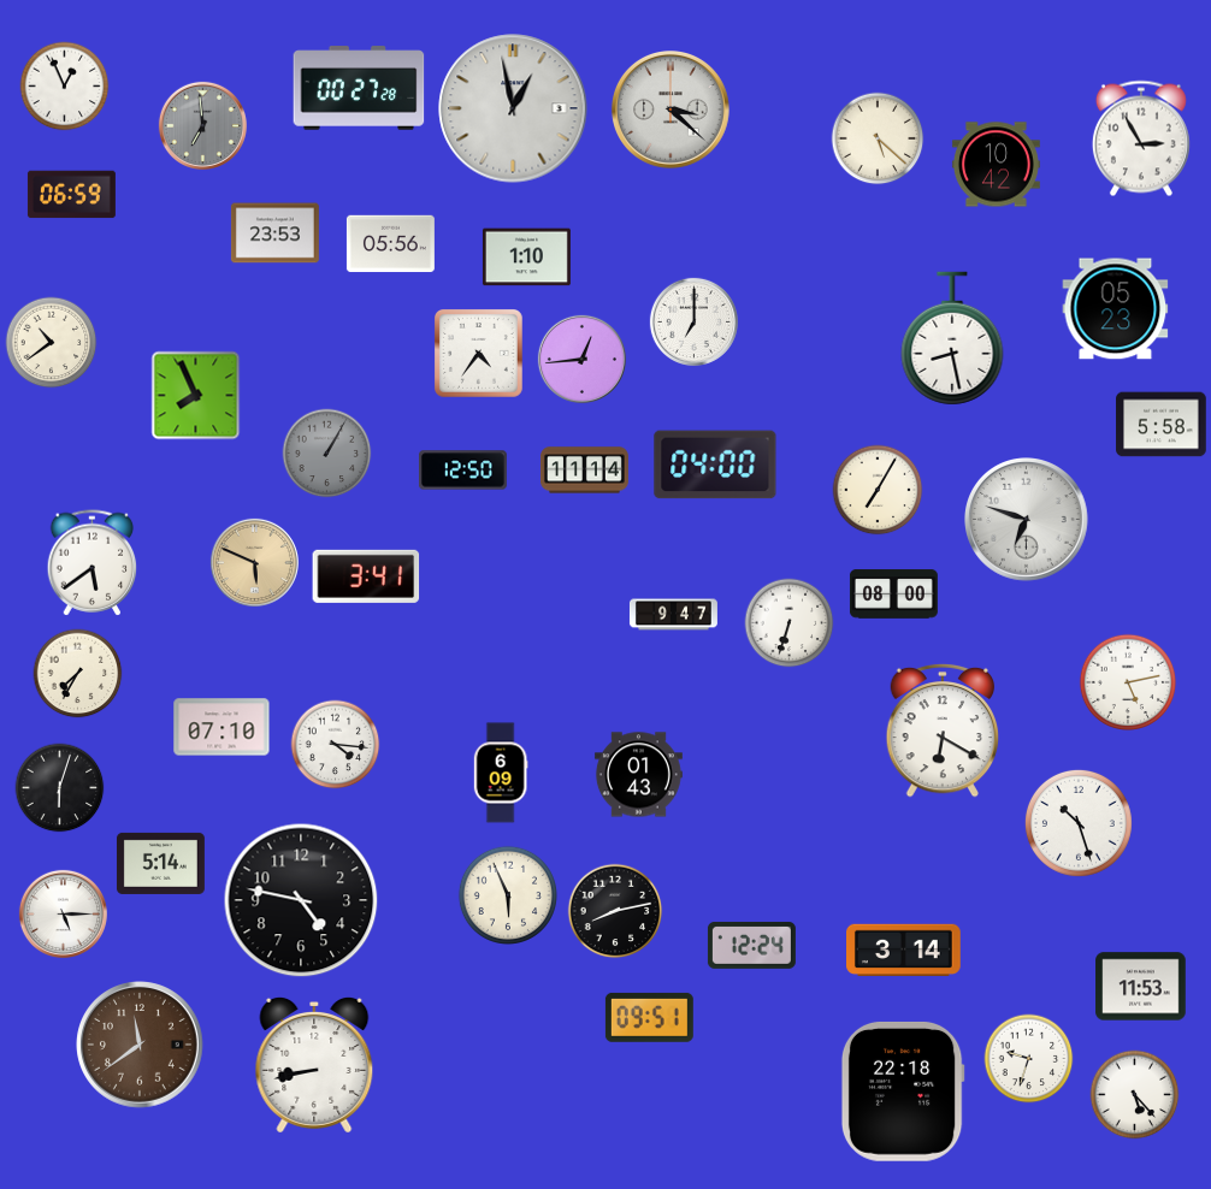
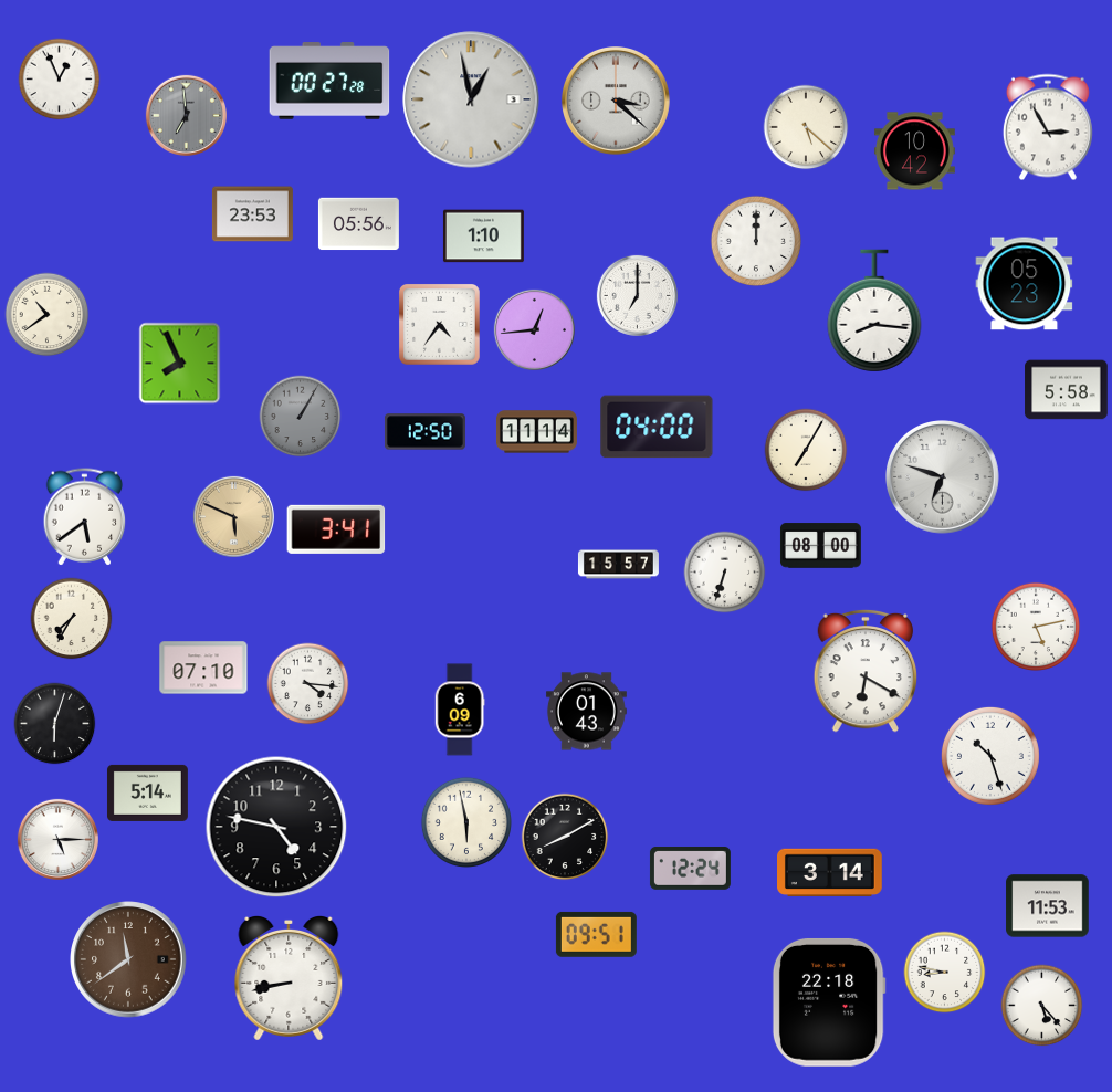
clock at (71, 195): 06:59 -> none
clock at (755, 240): none -> 12:00
clock at (952, 338): 8:28 -> 8:16
clock at (673, 615): 9:47 -> 15:57
clock at (507, 894): 5:56 -> 5:58
clock at (615, 911): 8:13 -> 8:10
clock at (1029, 1059): 9:33 -> 8:47
